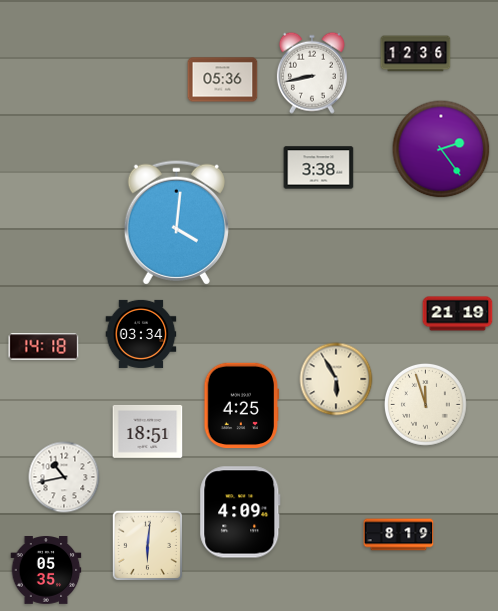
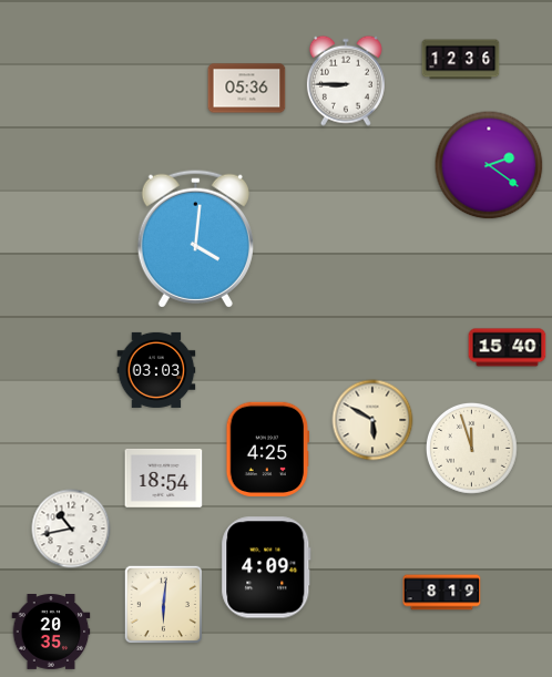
clock at (312, 73): 8:43 -> 8:45
clock at (441, 149): 2:24 -> 2:21
clock at (319, 168): 3:38 -> none
clock at (176, 222) position: (176, 222) -> (195, 238)
clock at (458, 314): 21:19 -> 15:40
clock at (141, 334): 03:34 -> 03:03
clock at (44, 347): 14:18 -> none
clock at (336, 379): 5:55 -> 5:50
clock at (148, 431): 18:51 -> 18:54
clock at (46, 571): 05:35 -> 20:35
